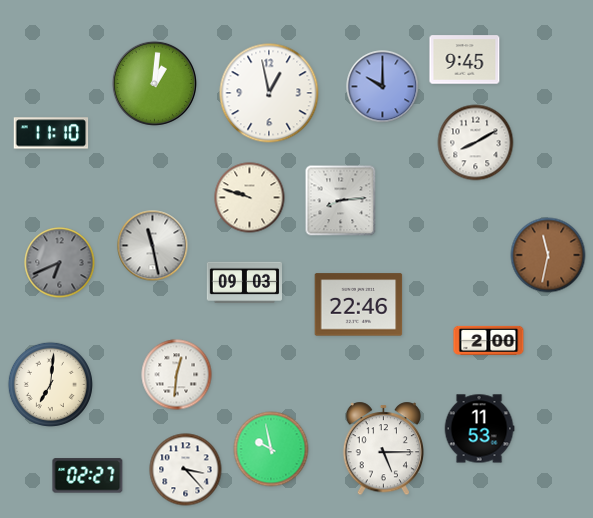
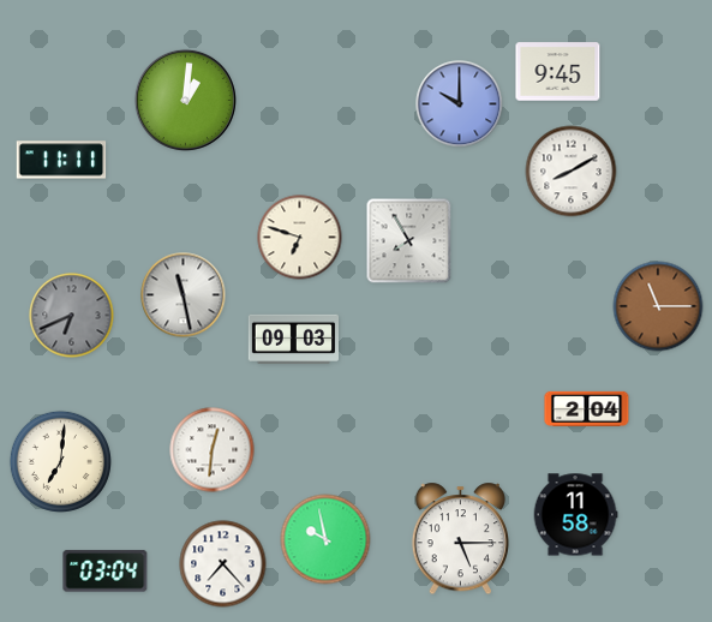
clock at (269, 93): 12:58 -> none
clock at (51, 133): 11:10 -> 11:11
clock at (250, 198): 9:48 -> 6:48
clock at (341, 201): 8:14 -> 7:55
clock at (548, 255): 11:32 -> 11:15
clock at (359, 305): 22:46 -> none
clock at (489, 340): 2:00 -> 2:04
clock at (479, 429): 11:53 -> 11:58
clock at (186, 470): 3:23 -> 7:23
clock at (88, 476): 02:27 -> 03:04
